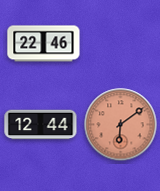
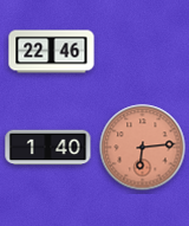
clock at (41, 125): 12:44 -> 1:40
clock at (121, 125): 6:09 -> 6:14
